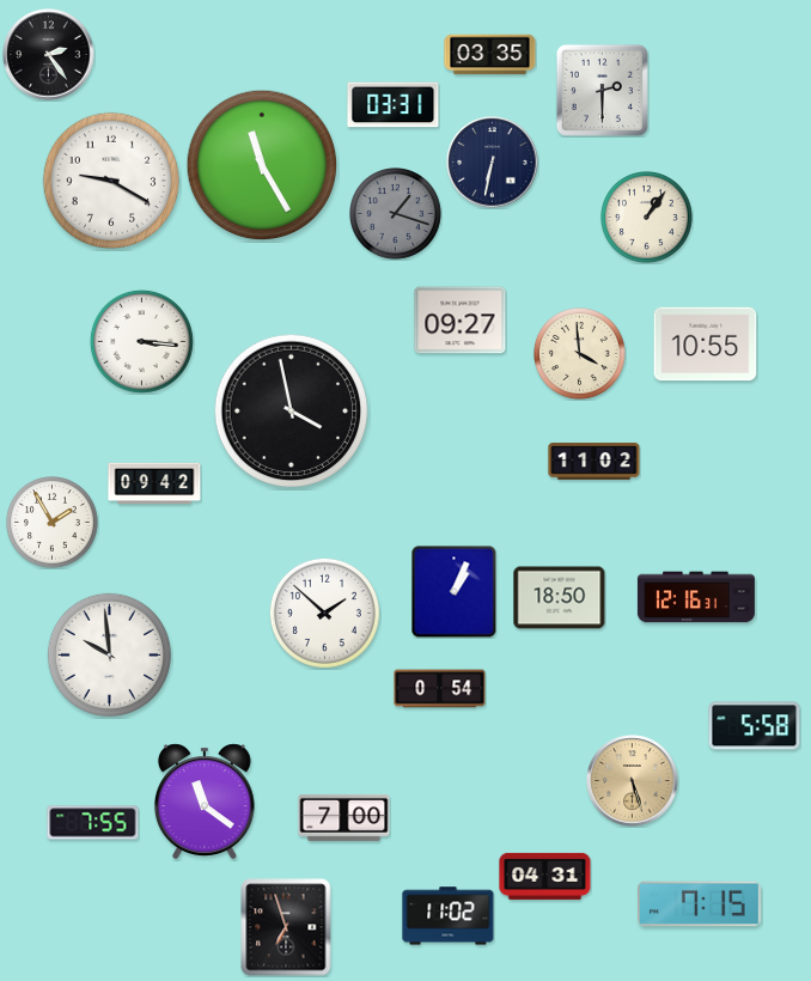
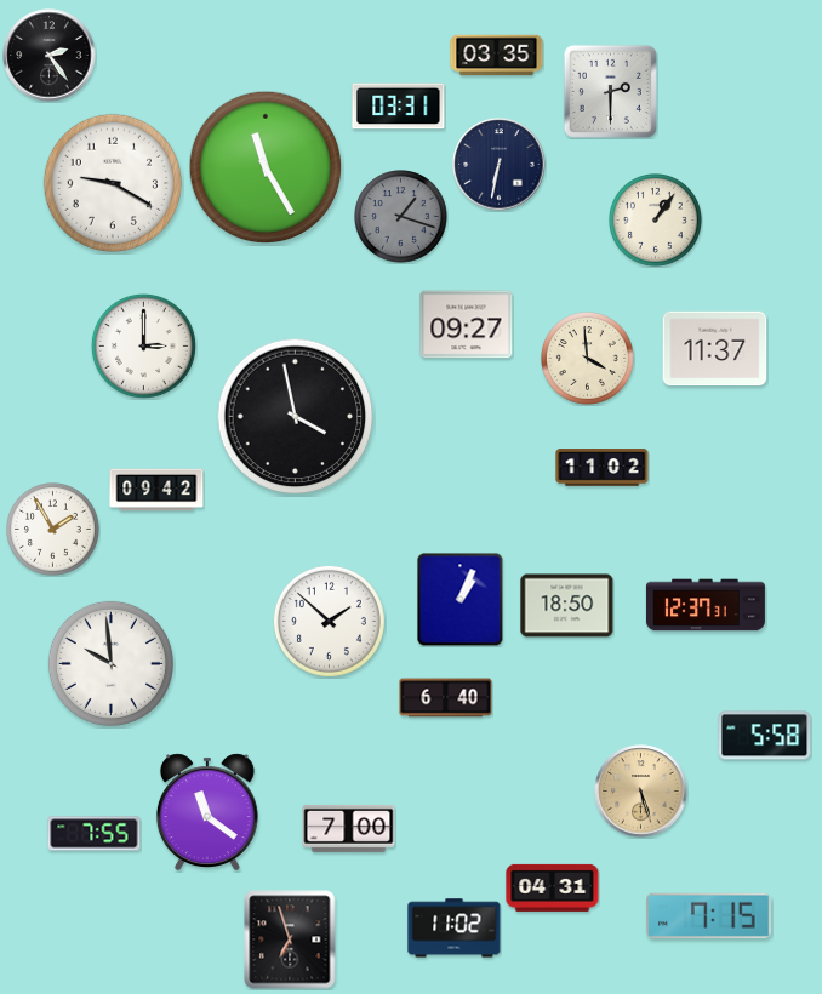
clock at (141, 341): 3:16 -> 3:00
clock at (706, 345): 10:55 -> 11:37
clock at (696, 597): 12:16 -> 12:37
clock at (440, 689): 0:54 -> 6:40
